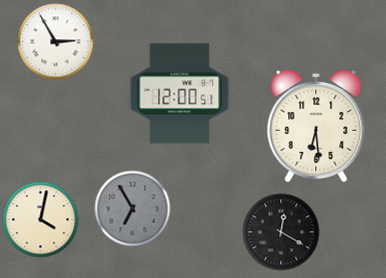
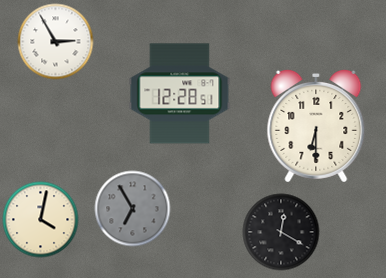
clock at (180, 94): 12:00 -> 12:28
clock at (316, 126): 6:29 -> 6:30
